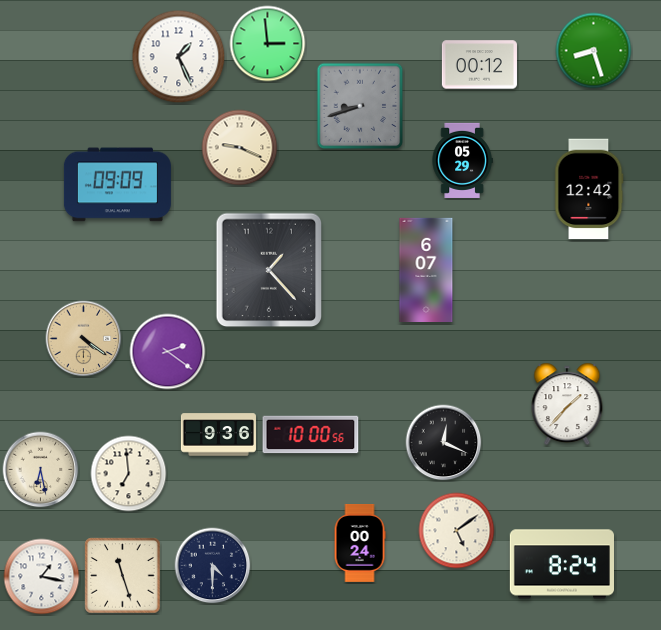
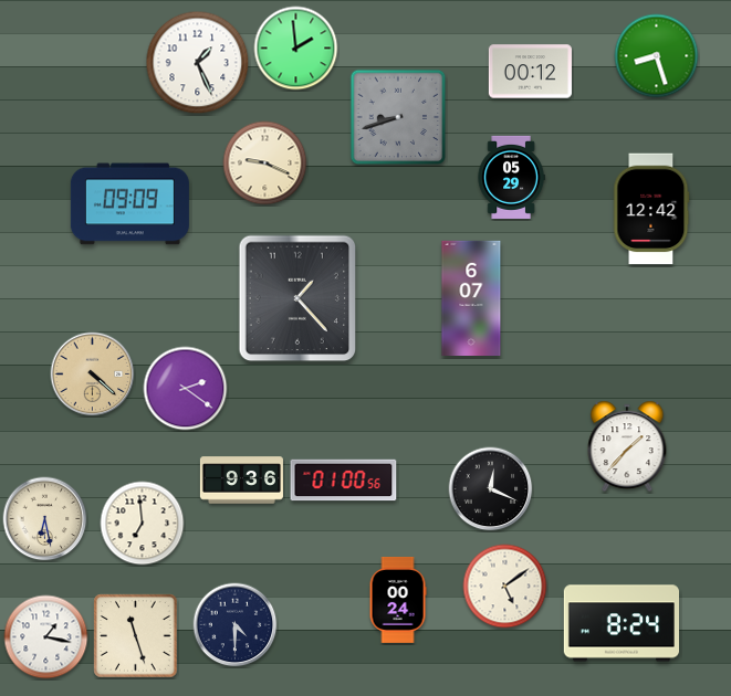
clock at (268, 44): 2:59 -> 1:59
clock at (84, 339): 4:21 -> 4:22
clock at (311, 435): 10:00 -> 01:00
